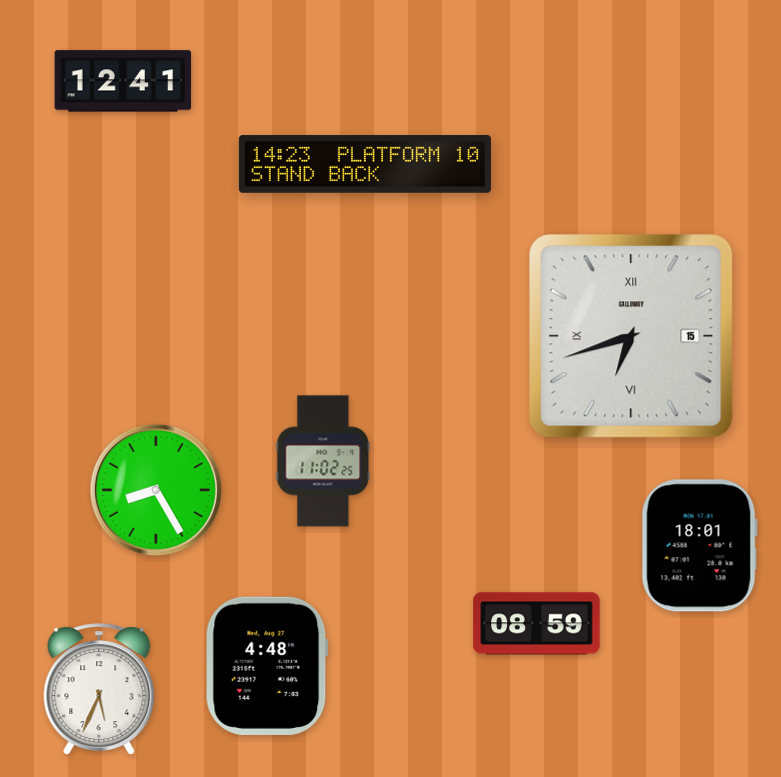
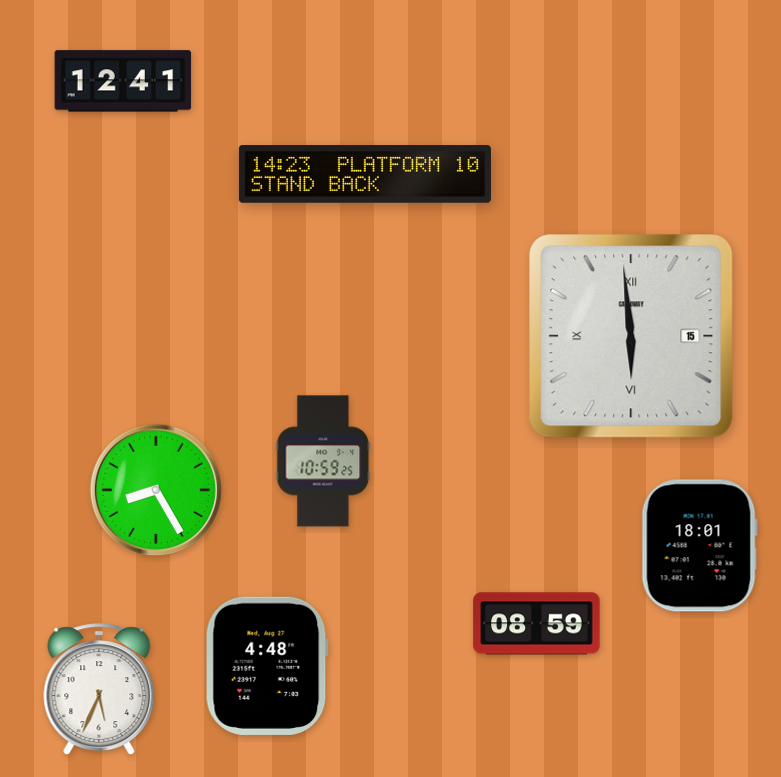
clock at (365, 164) position: (365, 164) -> (365, 174)
clock at (631, 336): 6:42 -> 5:59
clock at (323, 461): 11:02 -> 10:59
